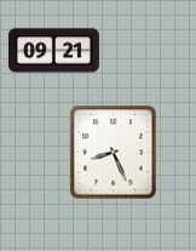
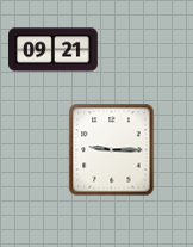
clock at (114, 153): 8:26 -> 9:15
